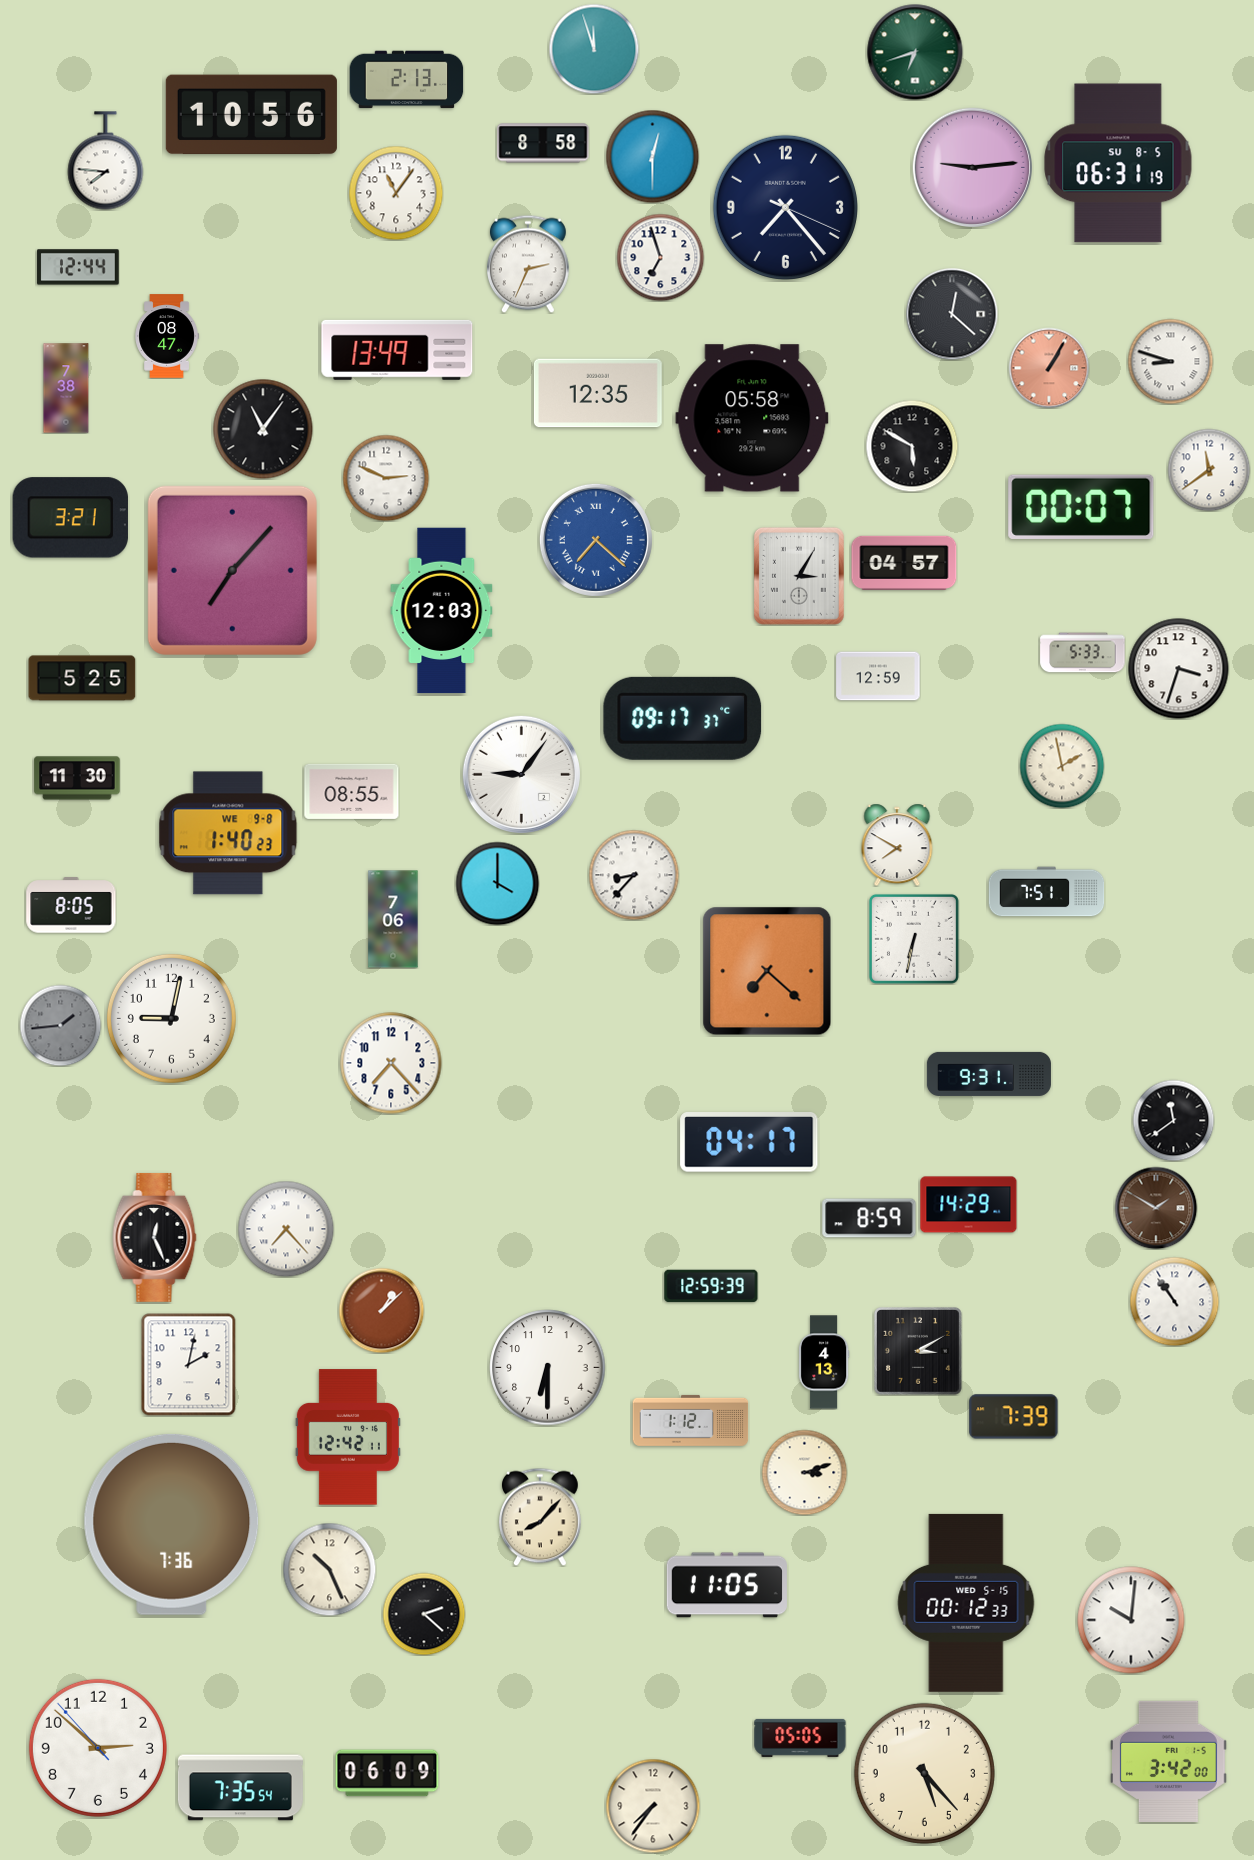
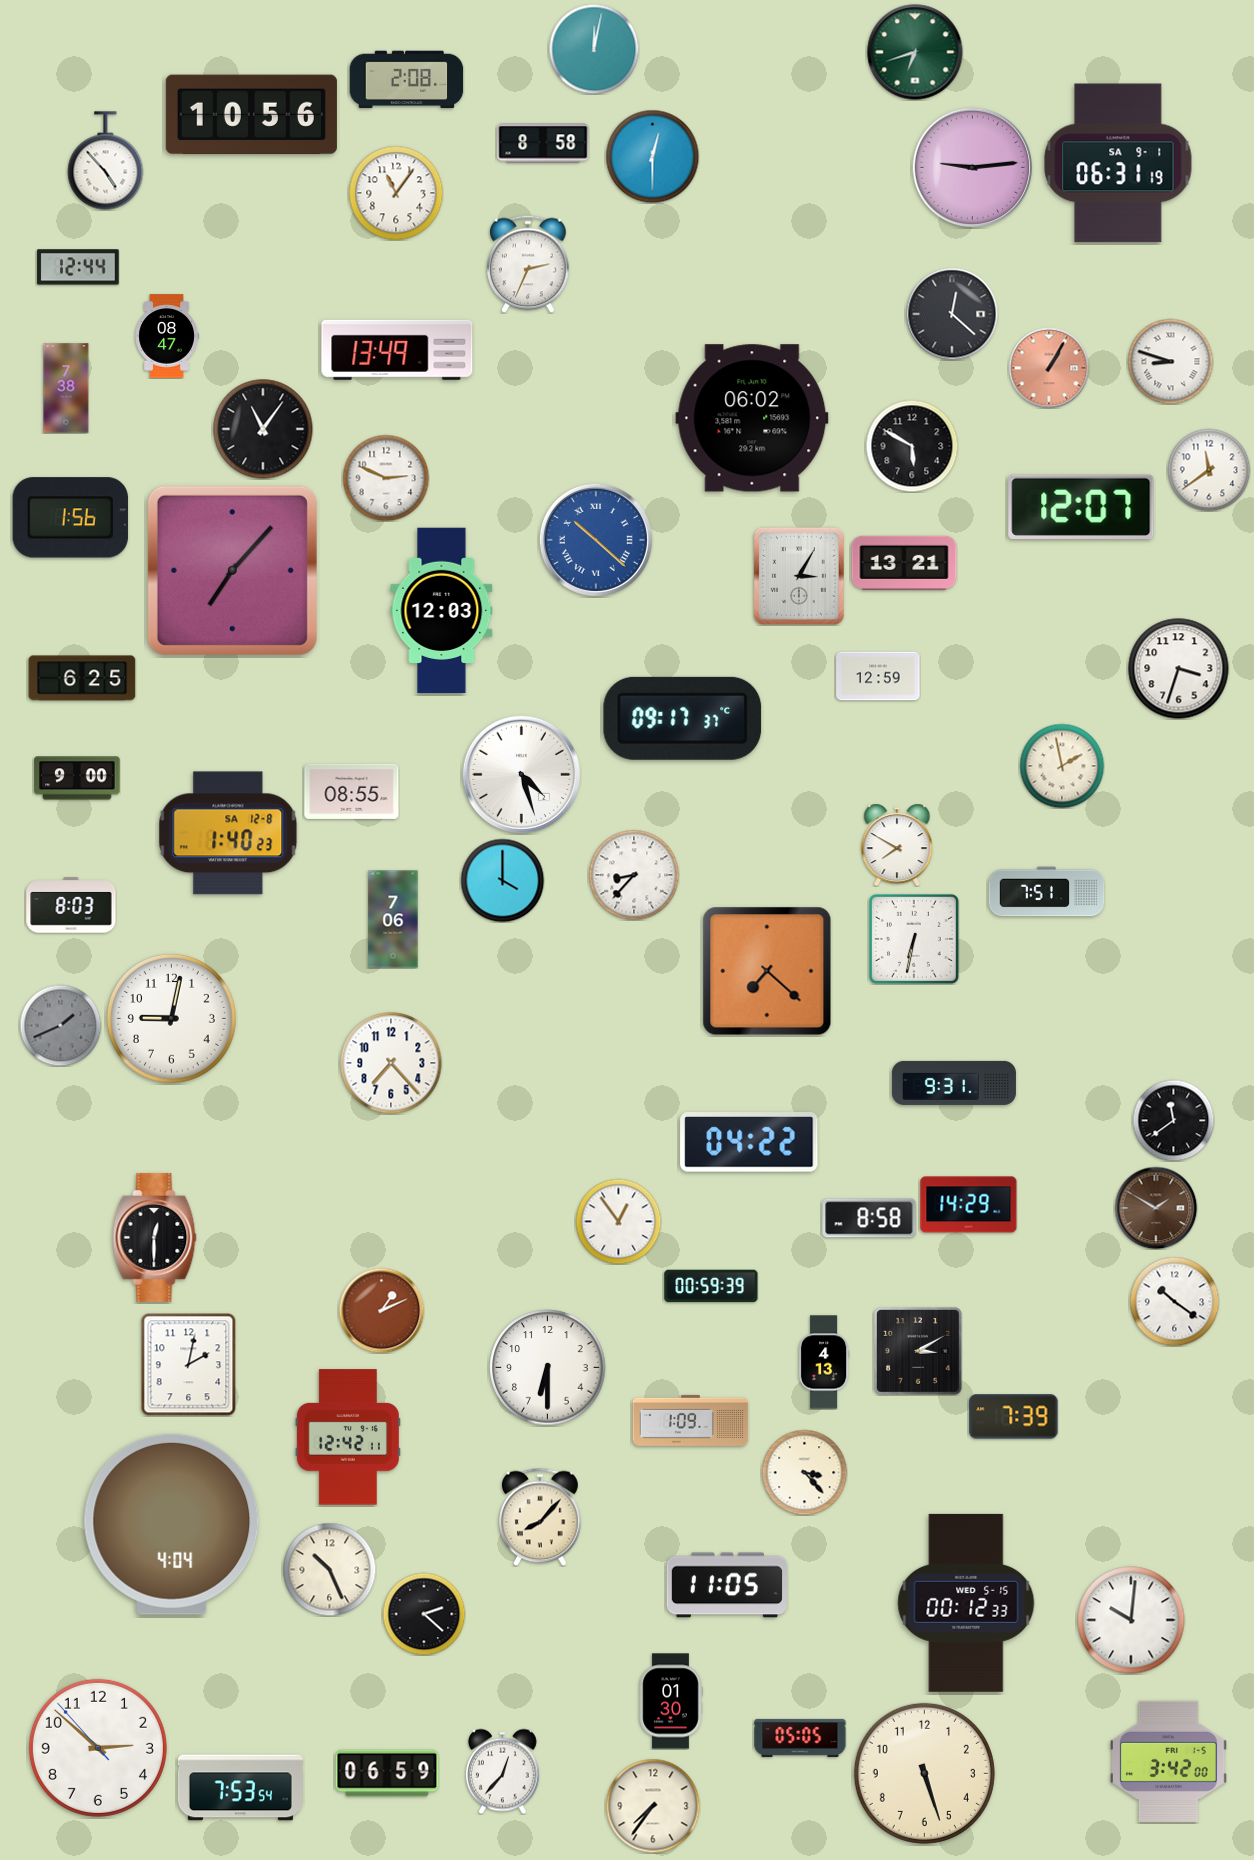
clock at (594, 49): 11:57 -> 12:02
clock at (407, 80): 2:13 -> 2:08
clock at (106, 161): 7:46 -> 4:53
clock at (1118, 163) date: SU 8-5 -> SA 9-1
clock at (785, 207): 7:23 -> none
clock at (660, 257): 6:57 -> none
clock at (598, 393): 12:35 -> none
clock at (752, 418): 05:58 -> 06:02
clock at (1081, 507): 00:07 -> 12:07
clock at (70, 518): 3:21 -> 1:56
clock at (596, 540): 7:22 -> 10:22
clock at (904, 563): 04:57 -> 13:21
clock at (1083, 653): 5:33 -> none
clock at (82, 678): 5:25 -> 6:25
clock at (521, 774): 9:06 -> 4:27
clock at (77, 778): 11:30 -> 9:00
clock at (228, 833) date: WE 9-8 -> SA 12-8
clock at (497, 883) position: (497, 883) -> (502, 880)
clock at (71, 905): 8:05 -> 8:03
clock at (60, 1025): 1:44 -> 1:41
clock at (989, 1074) position: (989, 1074) -> (954, 1083)
clock at (749, 1143): 04:17 -> 04:22
clock at (869, 1218): 8:59 -> 8:58
clock at (618, 1221): none -> 12:54
clock at (286, 1229): 7:23 -> none
clock at (155, 1237): 12:26 -> 12:30
clock at (711, 1286): 12:59 -> 00:59
clock at (1174, 1301): 10:54 -> 10:21
clock at (381, 1310): 1:08 -> 1:11
clock at (691, 1420): 1:12 -> 1:09
clock at (804, 1472): 3:12 -> 3:23
clock at (172, 1524): 7:36 -> 4:04
clock at (671, 1701): none -> 01:30
clock at (502, 1771): none -> 12:37
clock at (387, 1773): 06:09 -> 06:59
clock at (924, 1773): 5:23 -> 5:27
clock at (240, 1788): 7:35 -> 7:53
